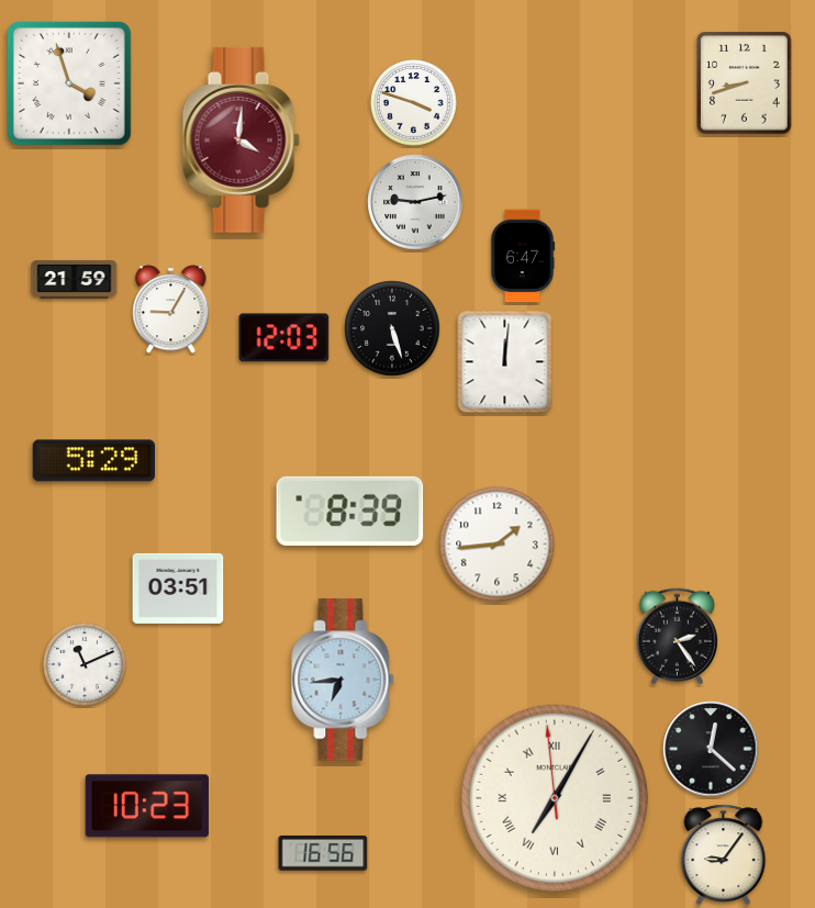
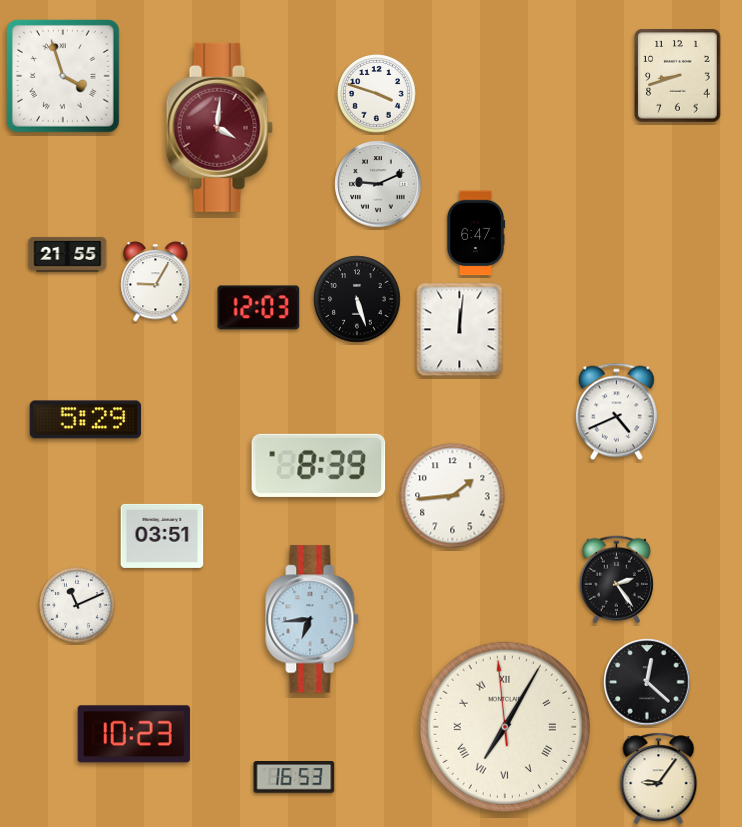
clock at (415, 202): 9:13 -> 9:11
clock at (75, 279): 21:59 -> 21:55
clock at (616, 412): none -> 4:41
clock at (323, 854): 16:56 -> 16:53
